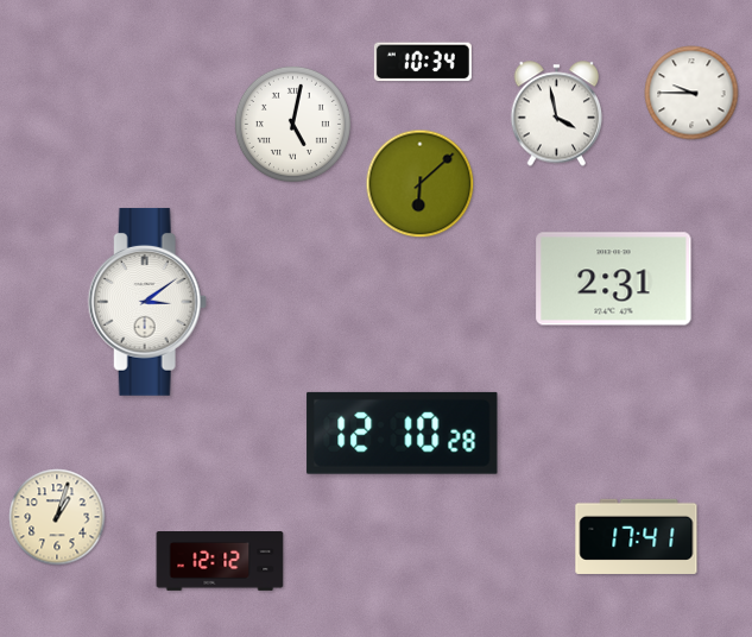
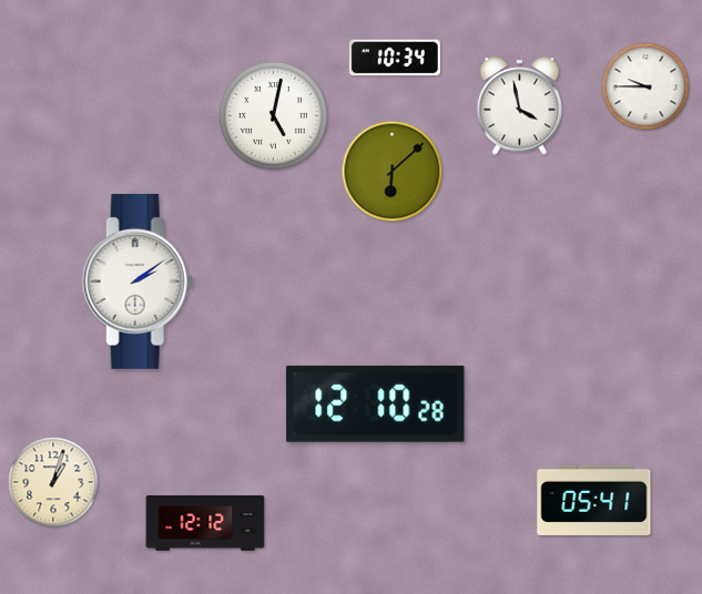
clock at (614, 279): 2:31 -> none
clock at (147, 302): 3:09 -> 2:09
clock at (637, 536): 17:41 -> 05:41
